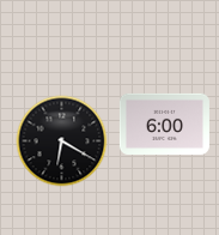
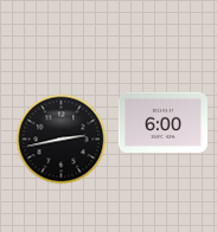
clock at (62, 141): 6:20 -> 2:43
